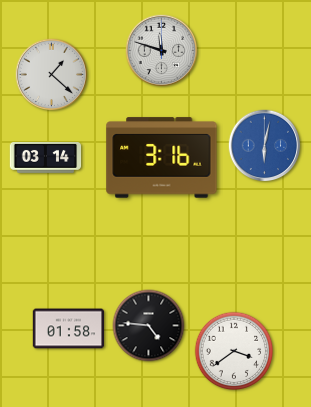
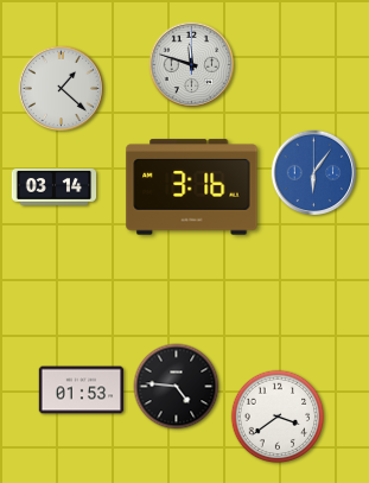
clock at (162, 51) position: (162, 51) -> (192, 65)
clock at (265, 146): 6:02 -> 6:06
clock at (69, 329): 01:58 -> 01:53
